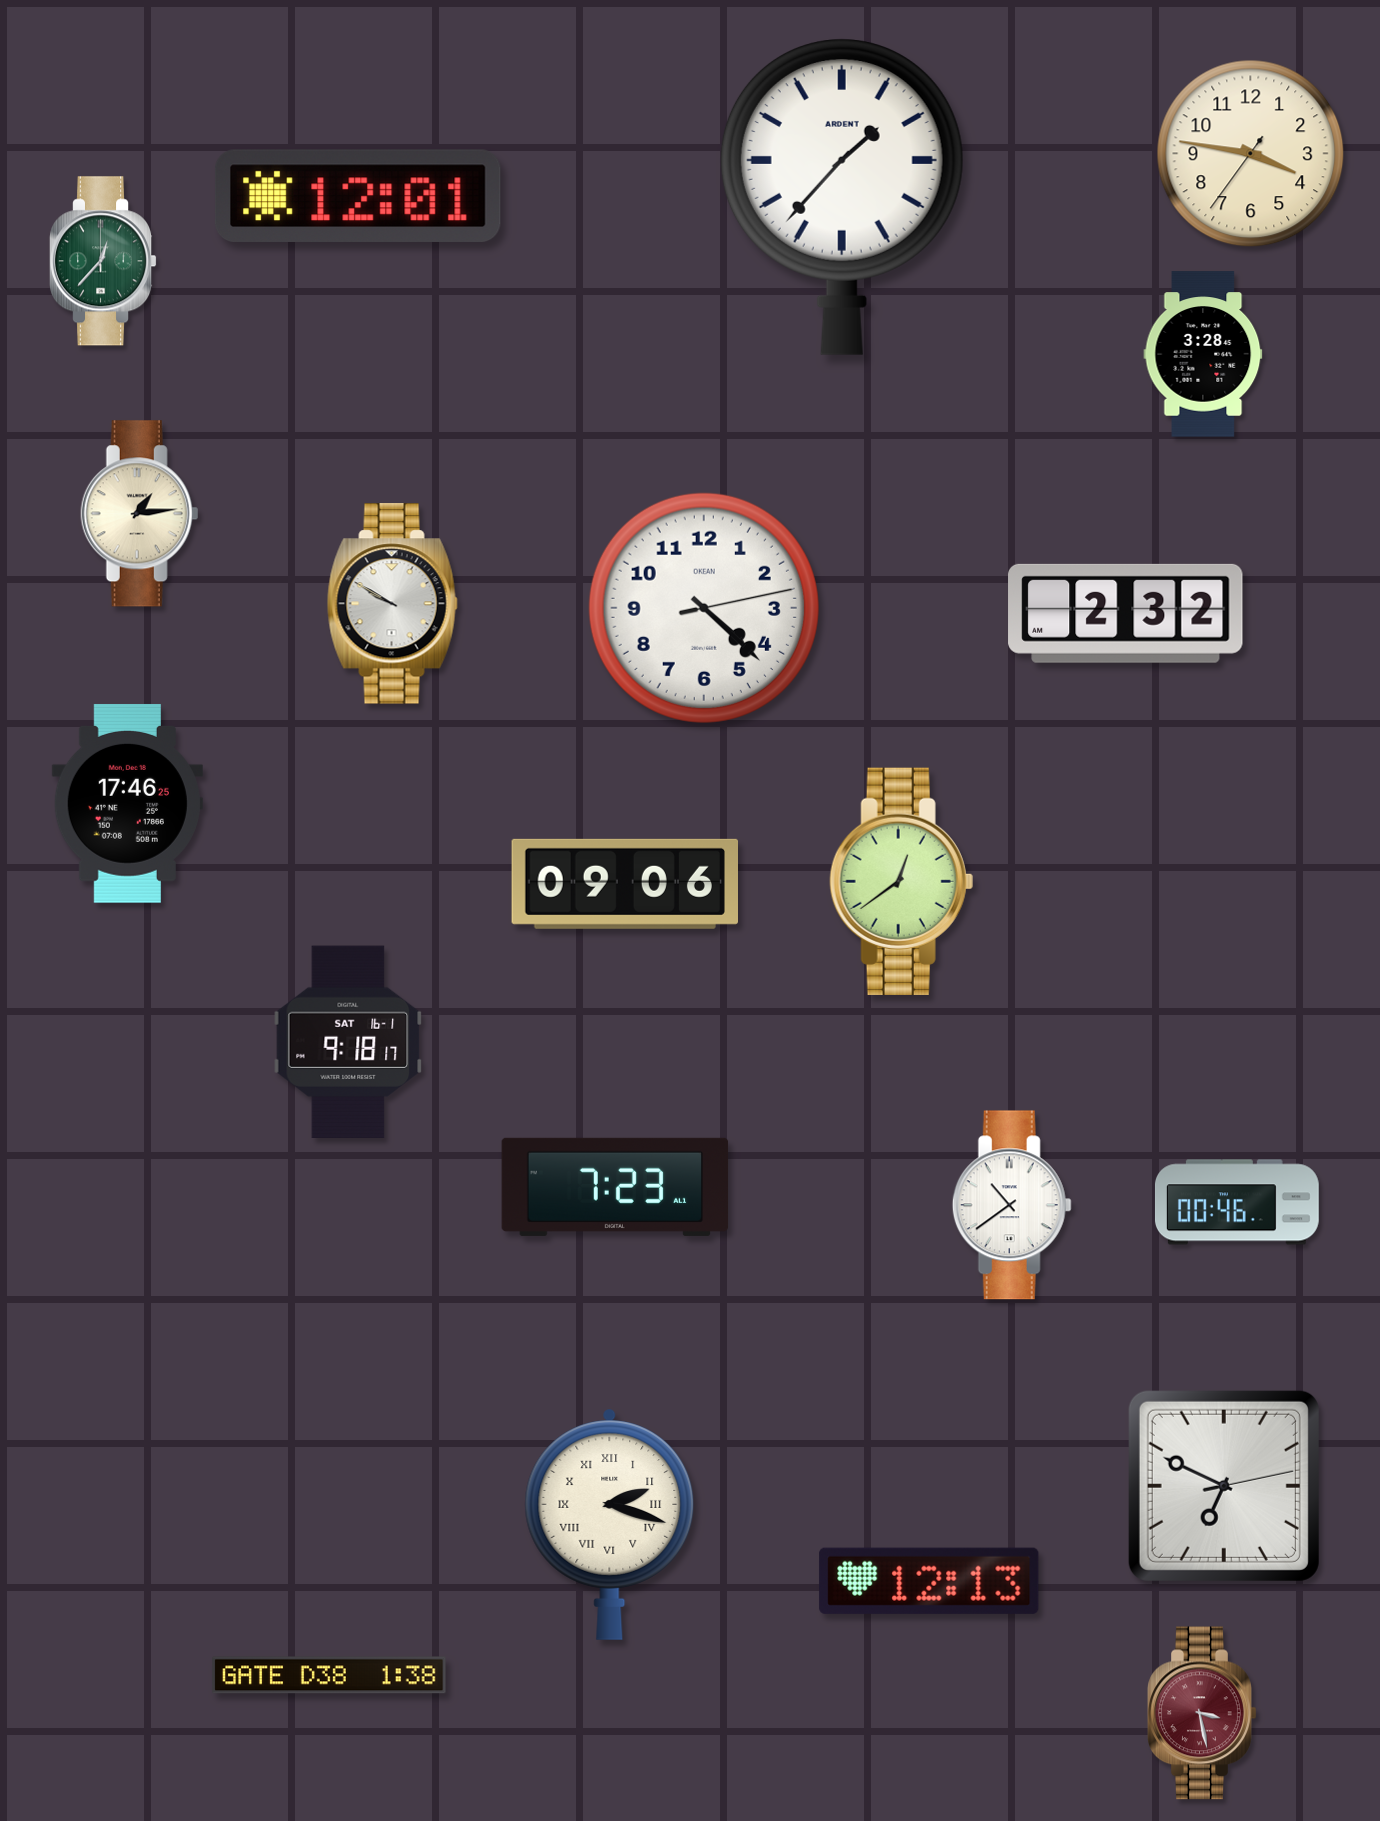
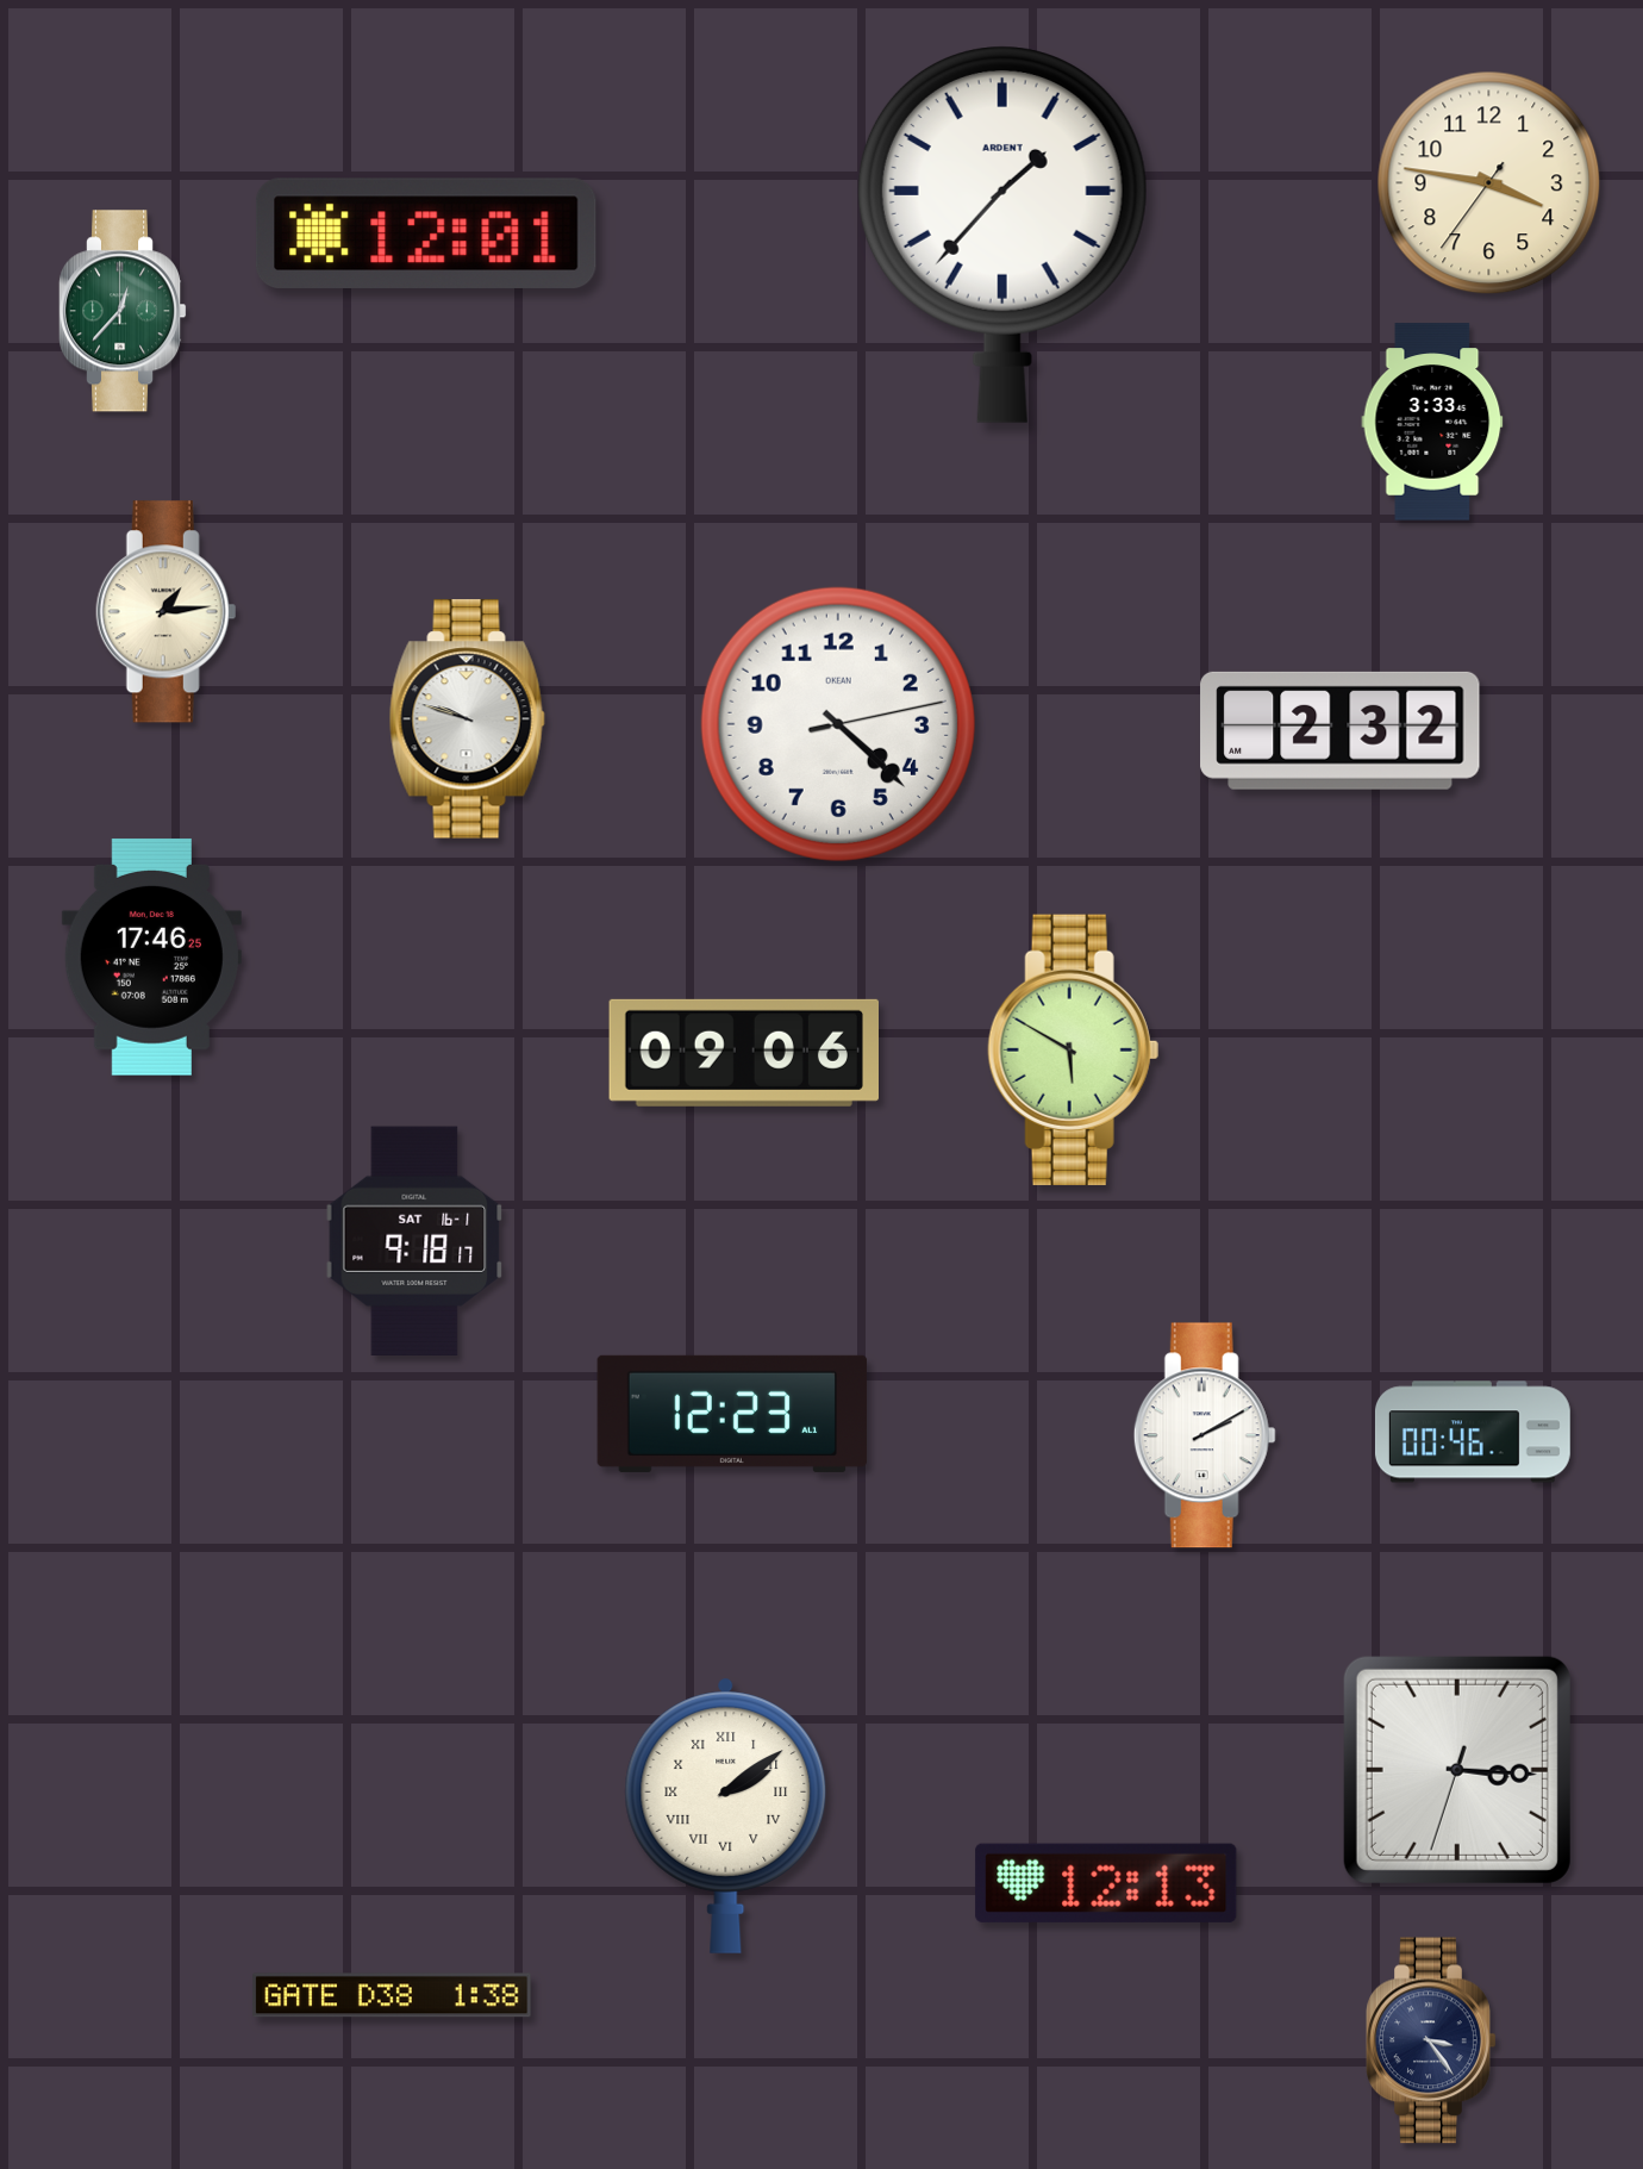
clock at (1203, 354): 3:28 -> 3:33
clock at (392, 604): 9:50 -> 9:48
clock at (901, 881): 12:39 -> 5:50
clock at (615, 1187): 7:23 -> 12:23
clock at (1012, 1205): 10:39 -> 2:10
clock at (1224, 1486): 6:49 -> 3:15
clock at (610, 1524): 2:18 -> 2:09
clock at (1202, 1713): 3:28 -> 3:24
clock at (1202, 1713) dial: burgundy -> navy
